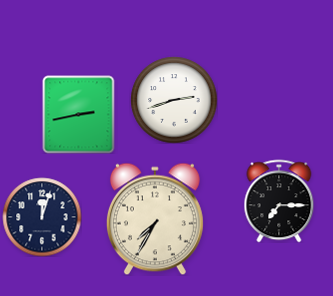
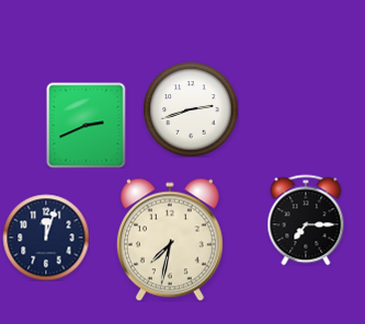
clock at (79, 114): 2:43 -> 2:41
clock at (155, 219): 7:35 -> 7:32
